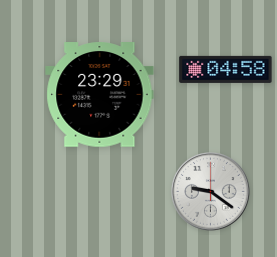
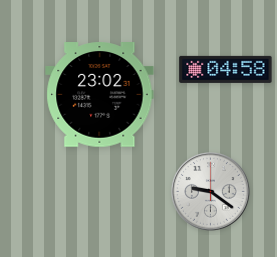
clock at (100, 95): 23:29 -> 23:02
